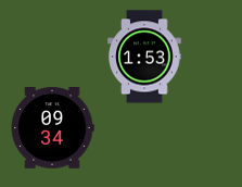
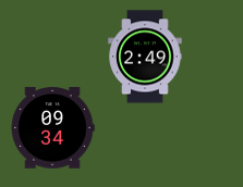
clock at (144, 57): 1:53 -> 2:49
